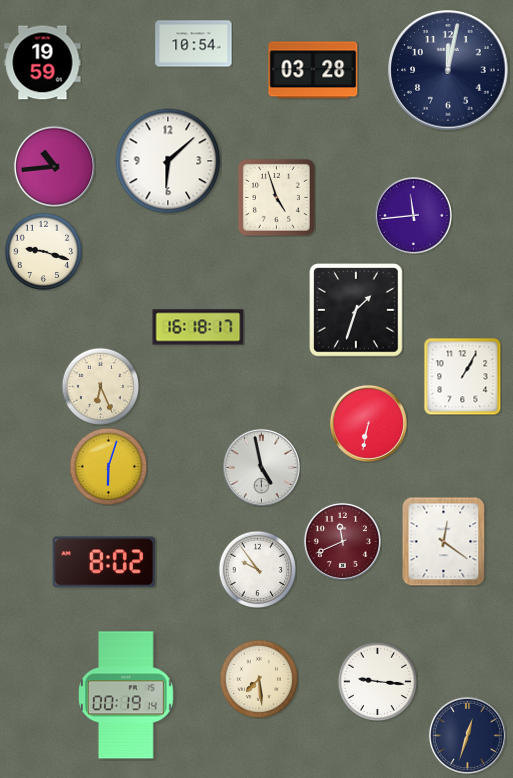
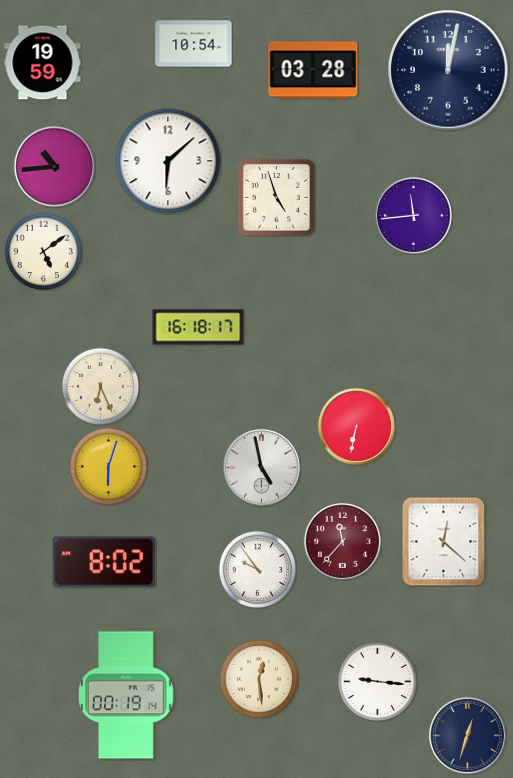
clock at (43, 251): 9:18 -> 5:09
clock at (356, 310): 1:33 -> none
clock at (462, 376): 1:05 -> none
clock at (368, 423) position: (368, 423) -> (356, 426)
clock at (342, 541): 11:41 -> 11:37
clock at (444, 541): 12:21 -> 12:22
clock at (259, 679): 7:29 -> 12:29
